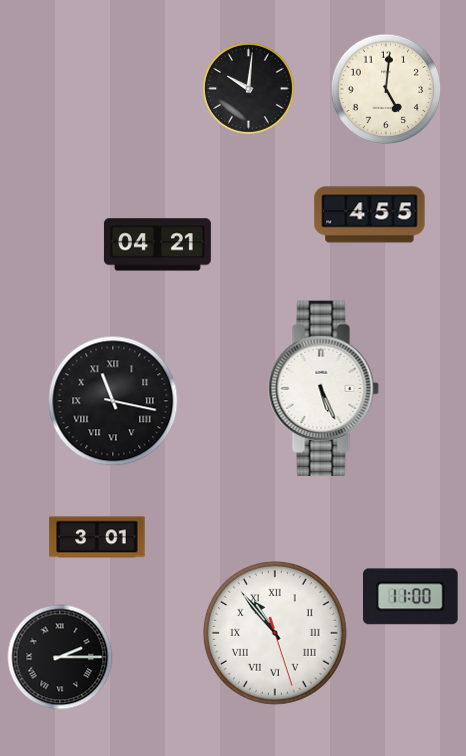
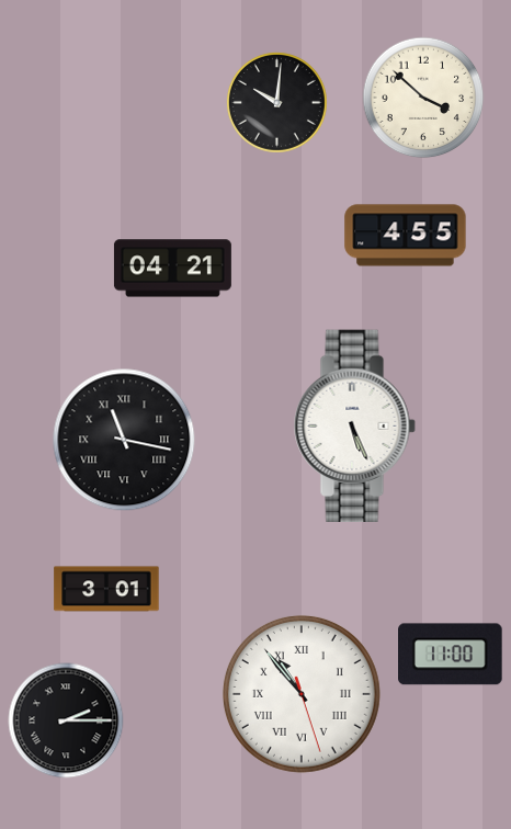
clock at (248, 88) position: (248, 88) -> (276, 102)
clock at (386, 89): 5:01 -> 3:52
